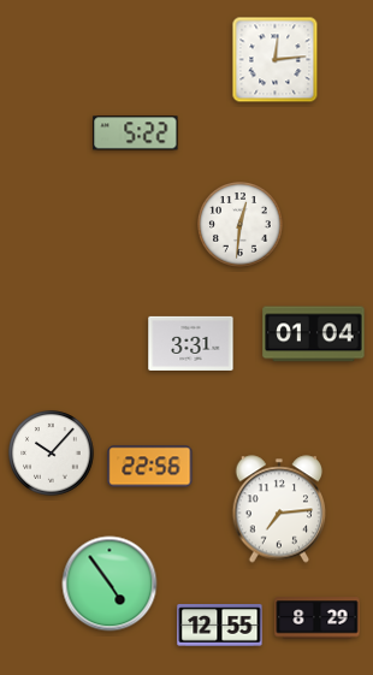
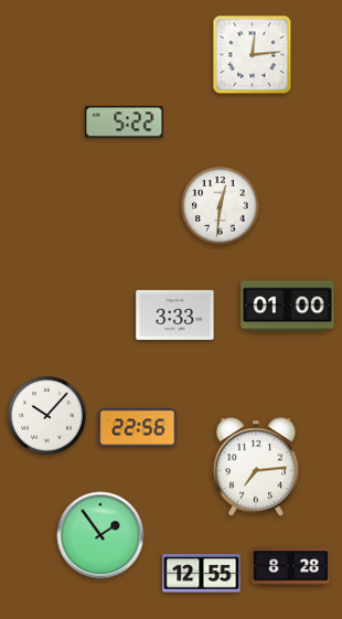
clock at (314, 334): 01:04 -> 01:00
clock at (191, 343): 3:31 -> 3:33
clock at (109, 584): 4:54 -> 1:54
clock at (318, 618): 8:29 -> 8:28
